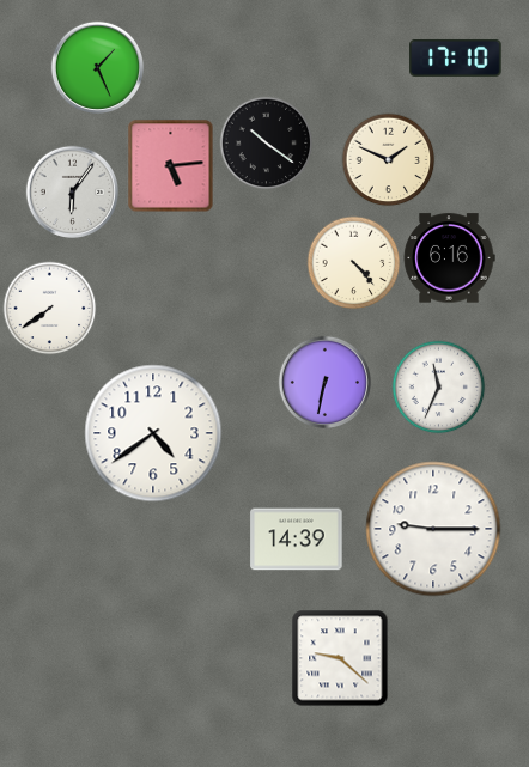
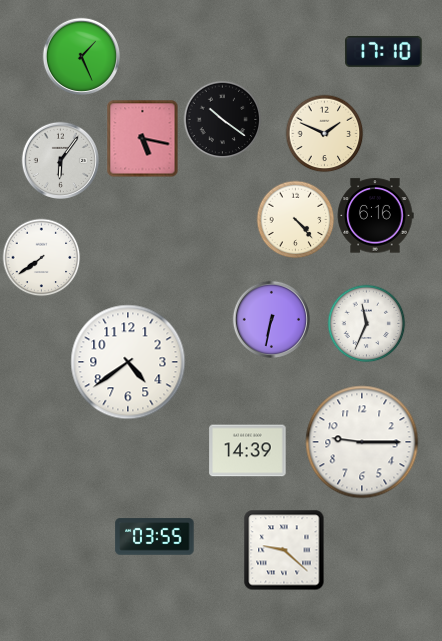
clock at (456, 57) position: (456, 57) -> (384, 51)
clock at (171, 165): 5:14 -> 5:17
clock at (155, 537): none -> 03:55
